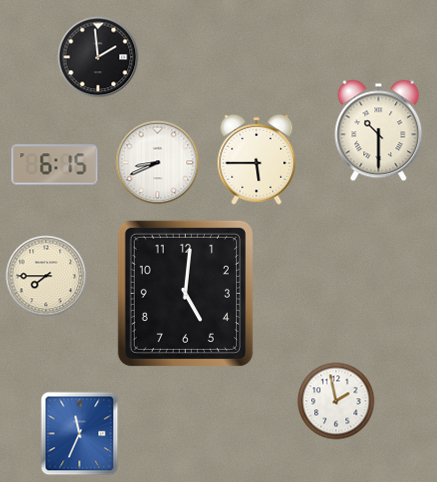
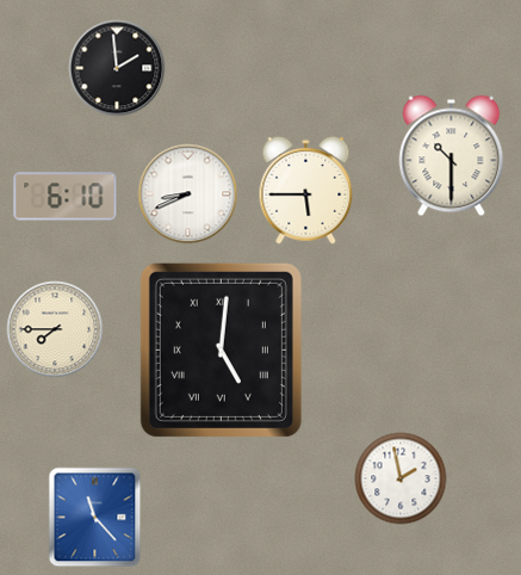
clock at (55, 165): 6:15 -> 6:10
clock at (185, 293) numerals: Arabic -> Roman
clock at (80, 434): 11:34 -> 11:23
